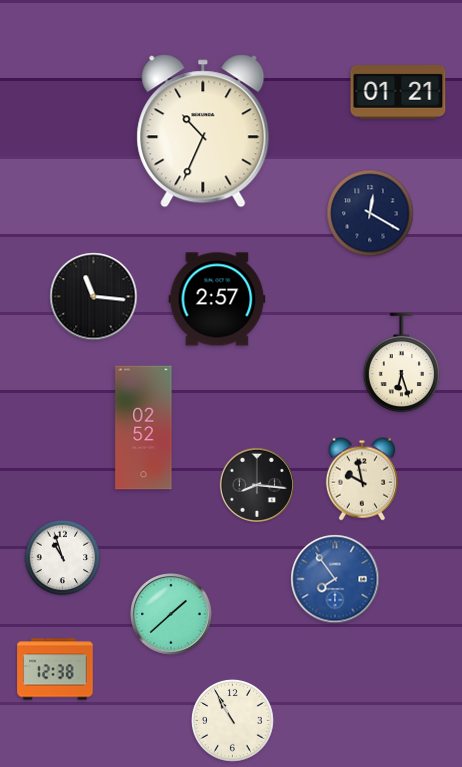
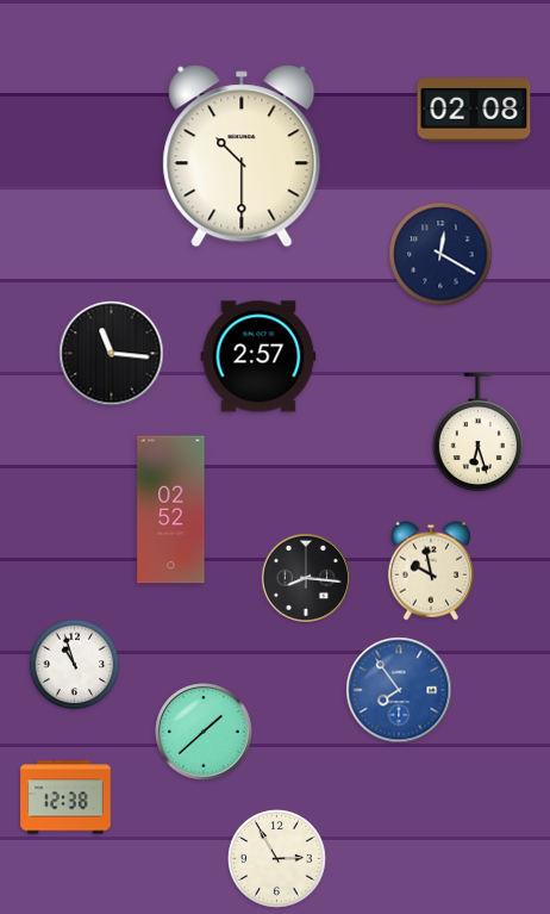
clock at (398, 93): 01:21 -> 02:08
clock at (203, 131): 10:34 -> 10:30
clock at (233, 721): 10:55 -> 2:55
